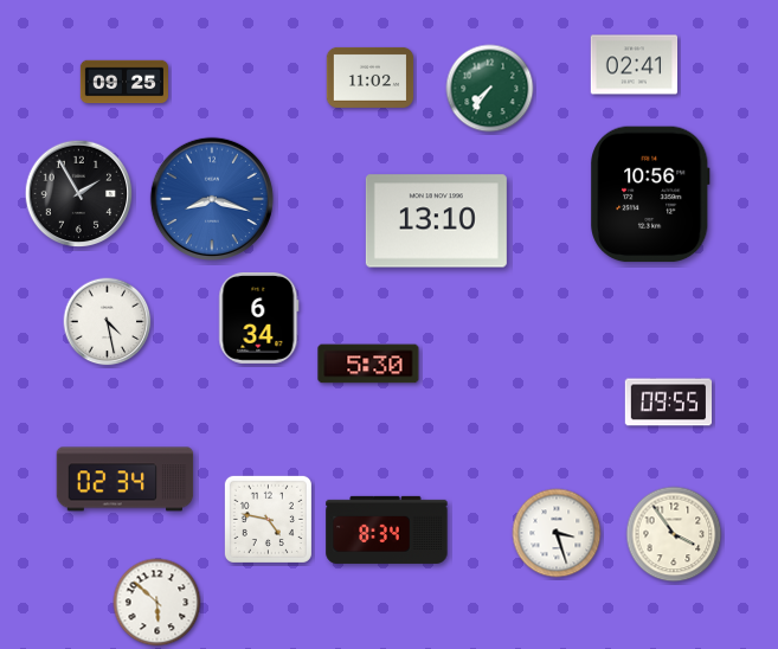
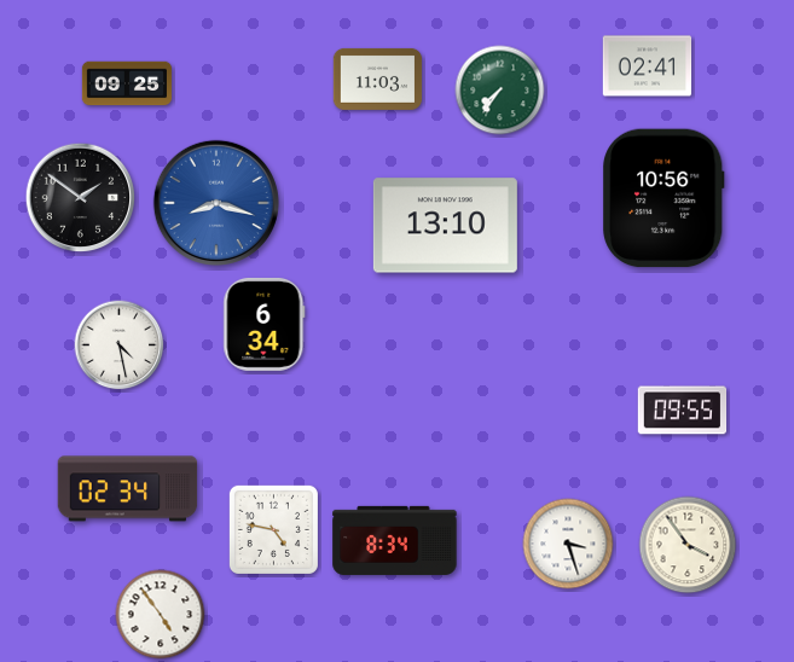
clock at (371, 77): 11:02 -> 11:03
clock at (79, 194): 1:55 -> 1:51
clock at (108, 322) position: (108, 322) -> (120, 345)
clock at (368, 364): 5:30 -> none
clock at (157, 603): 5:52 -> 4:54
